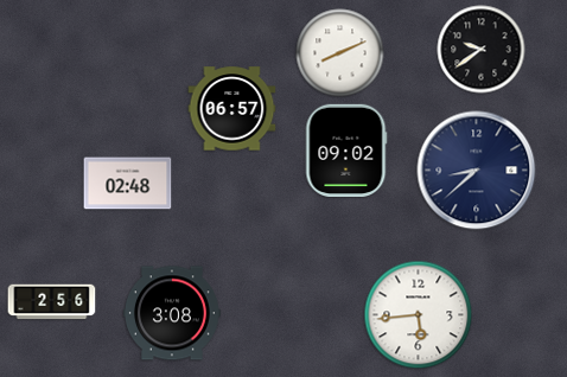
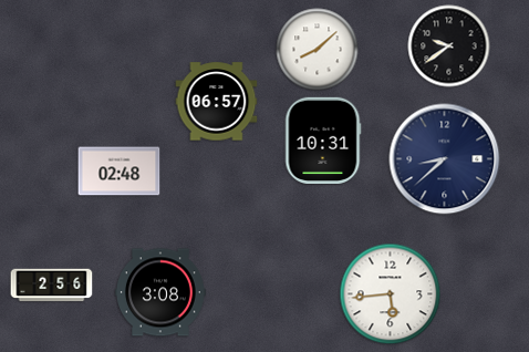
clock at (340, 53): 8:11 -> 8:08
clock at (346, 149): 09:02 -> 10:31
clock at (52, 302) position: (52, 302) -> (52, 286)
